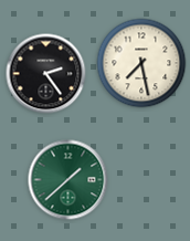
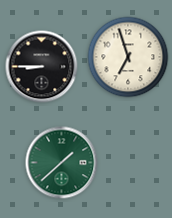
clock at (141, 63): 7:28 -> 6:57
clock at (46, 74): 2:24 -> 8:45
